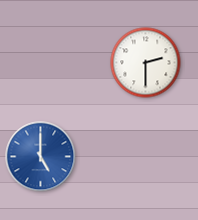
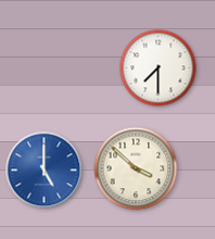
clock at (146, 63): 2:30 -> 7:30
clock at (136, 168): none -> 3:52
